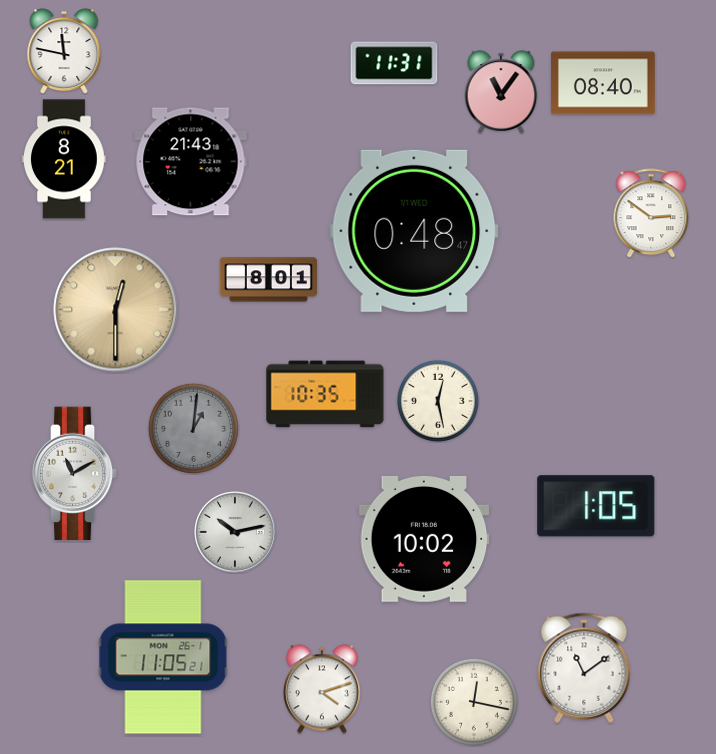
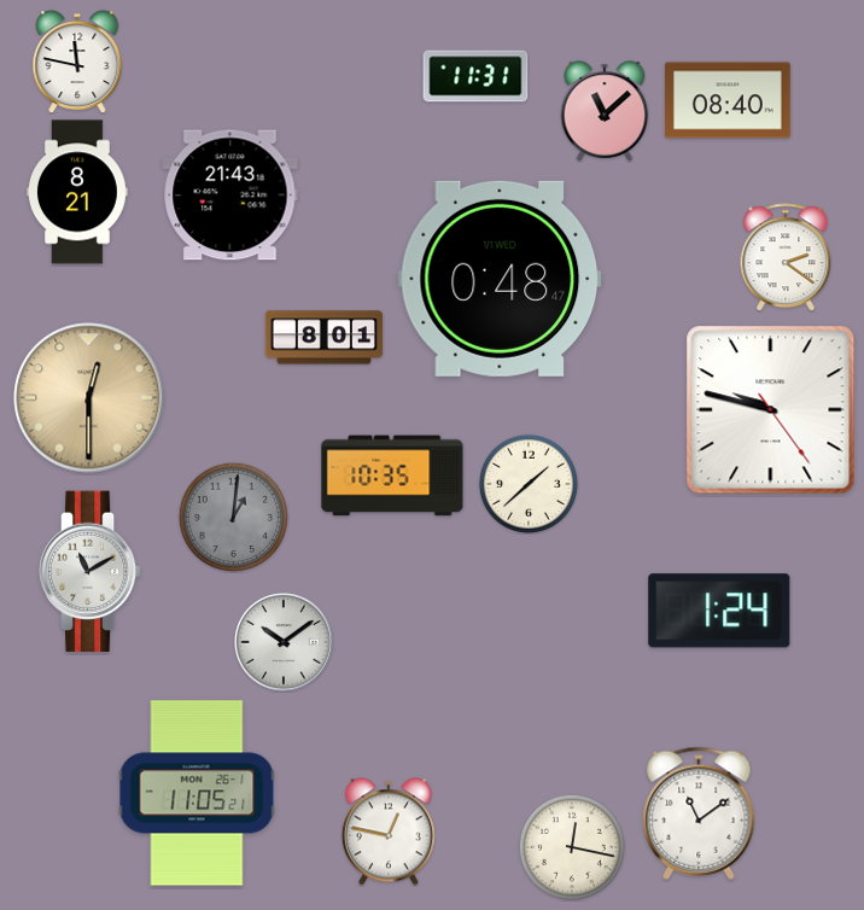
clock at (501, 92): 11:06 -> 11:08
clock at (651, 213): 2:51 -> 2:21
clock at (116, 310) position: (116, 310) -> (89, 398)
clock at (771, 410): none -> 9:47
clock at (438, 401): 12:28 -> 1:38
clock at (596, 506): 1:05 -> 1:24
clock at (236, 533): 10:13 -> 10:09
clock at (424, 539): 10:02 -> none
clock at (584, 668) position: (584, 668) -> (699, 813)
clock at (322, 689): 4:12 -> 12:47
